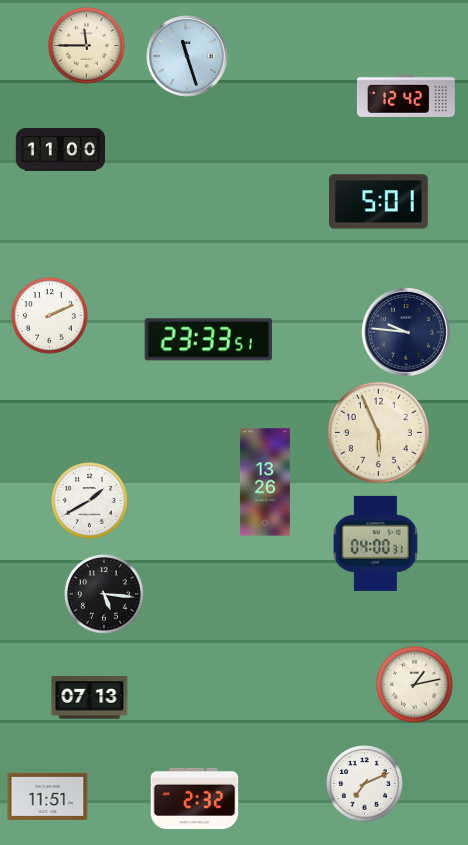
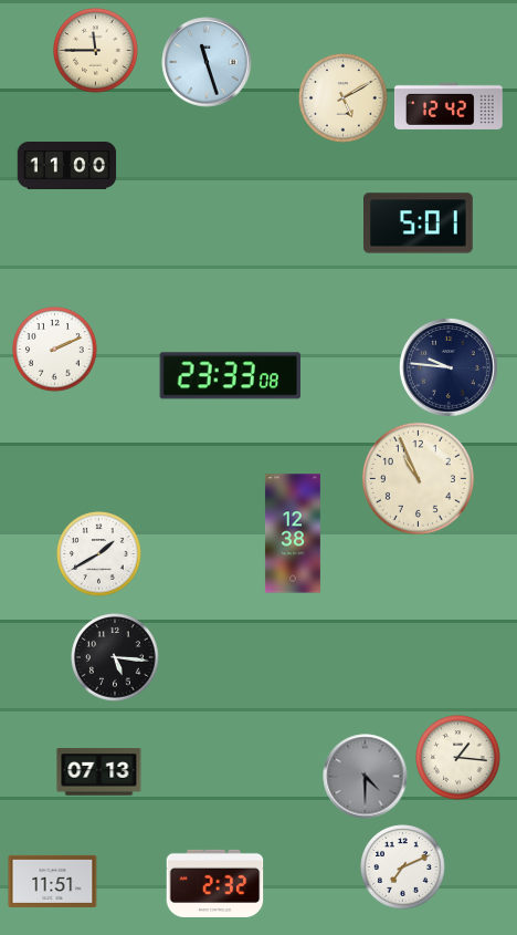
clock at (344, 98): none -> 5:10
clock at (208, 340): 23:33:51 -> 23:33:08
clock at (378, 432): 5:56 -> 10:56
clock at (265, 482): 13:26 -> 12:38
clock at (375, 543): 04:00 -> none
clock at (415, 685): 1:13 -> 1:16
clock at (366, 777): none -> 4:30
